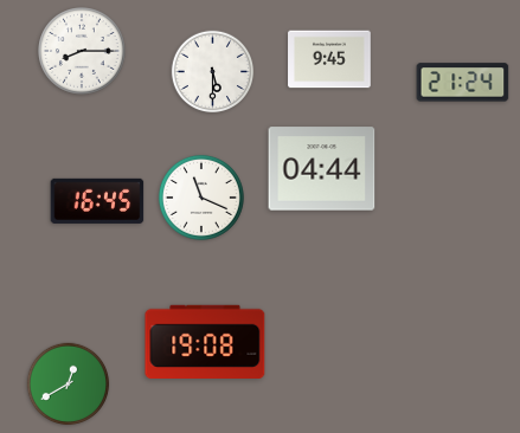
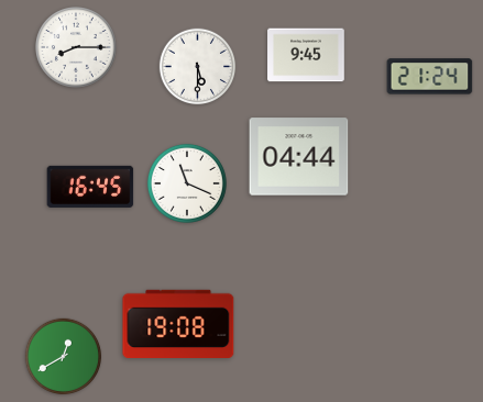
clock at (205, 341) position: (205, 341) -> (178, 323)
